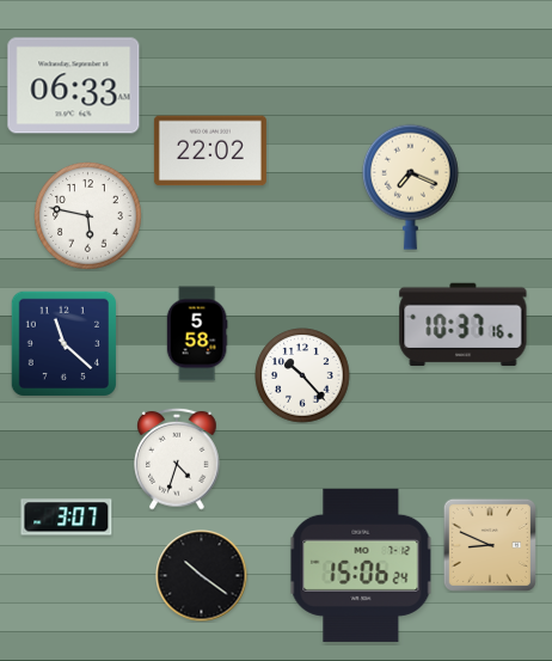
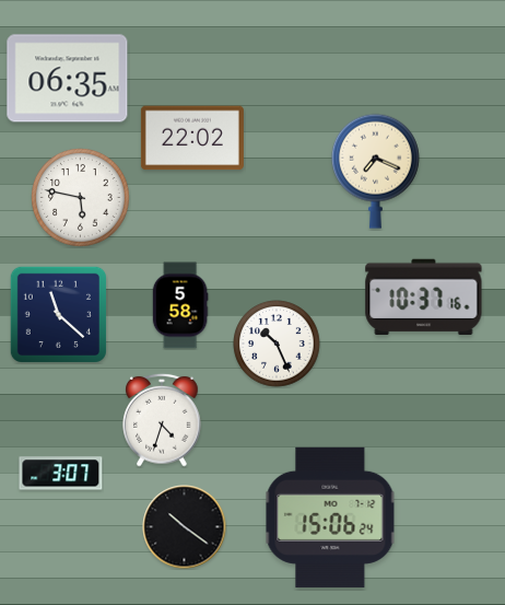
clock at (74, 86): 06:33 -> 06:35
clock at (302, 375): 10:23 -> 10:26
clock at (490, 545): 8:49 -> none
